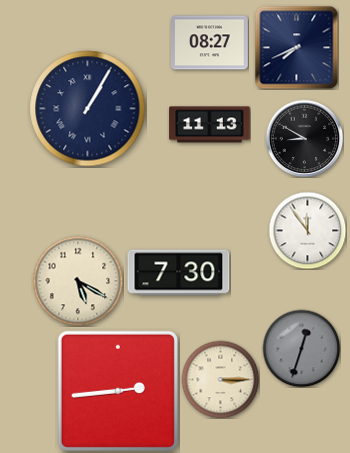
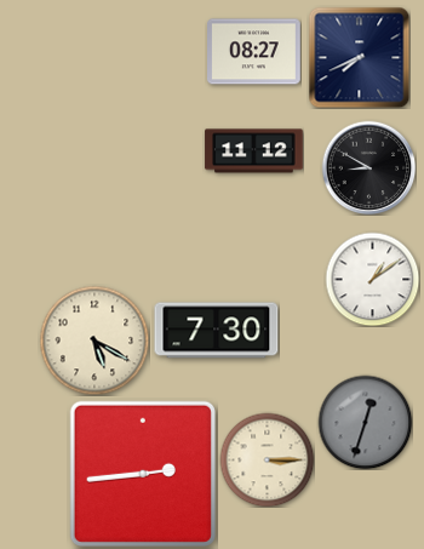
clock at (88, 109): 1:05 -> none
clock at (210, 125): 11:13 -> 11:12
clock at (307, 230): 11:54 -> 1:09
